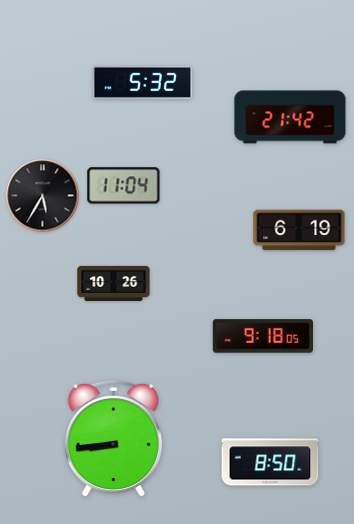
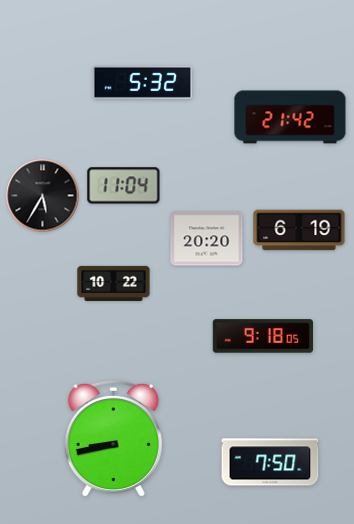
clock at (207, 239): none -> 20:20
clock at (114, 283): 10:26 -> 10:22
clock at (113, 439): 8:44 -> 8:43
clock at (270, 462): 8:50 -> 7:50
